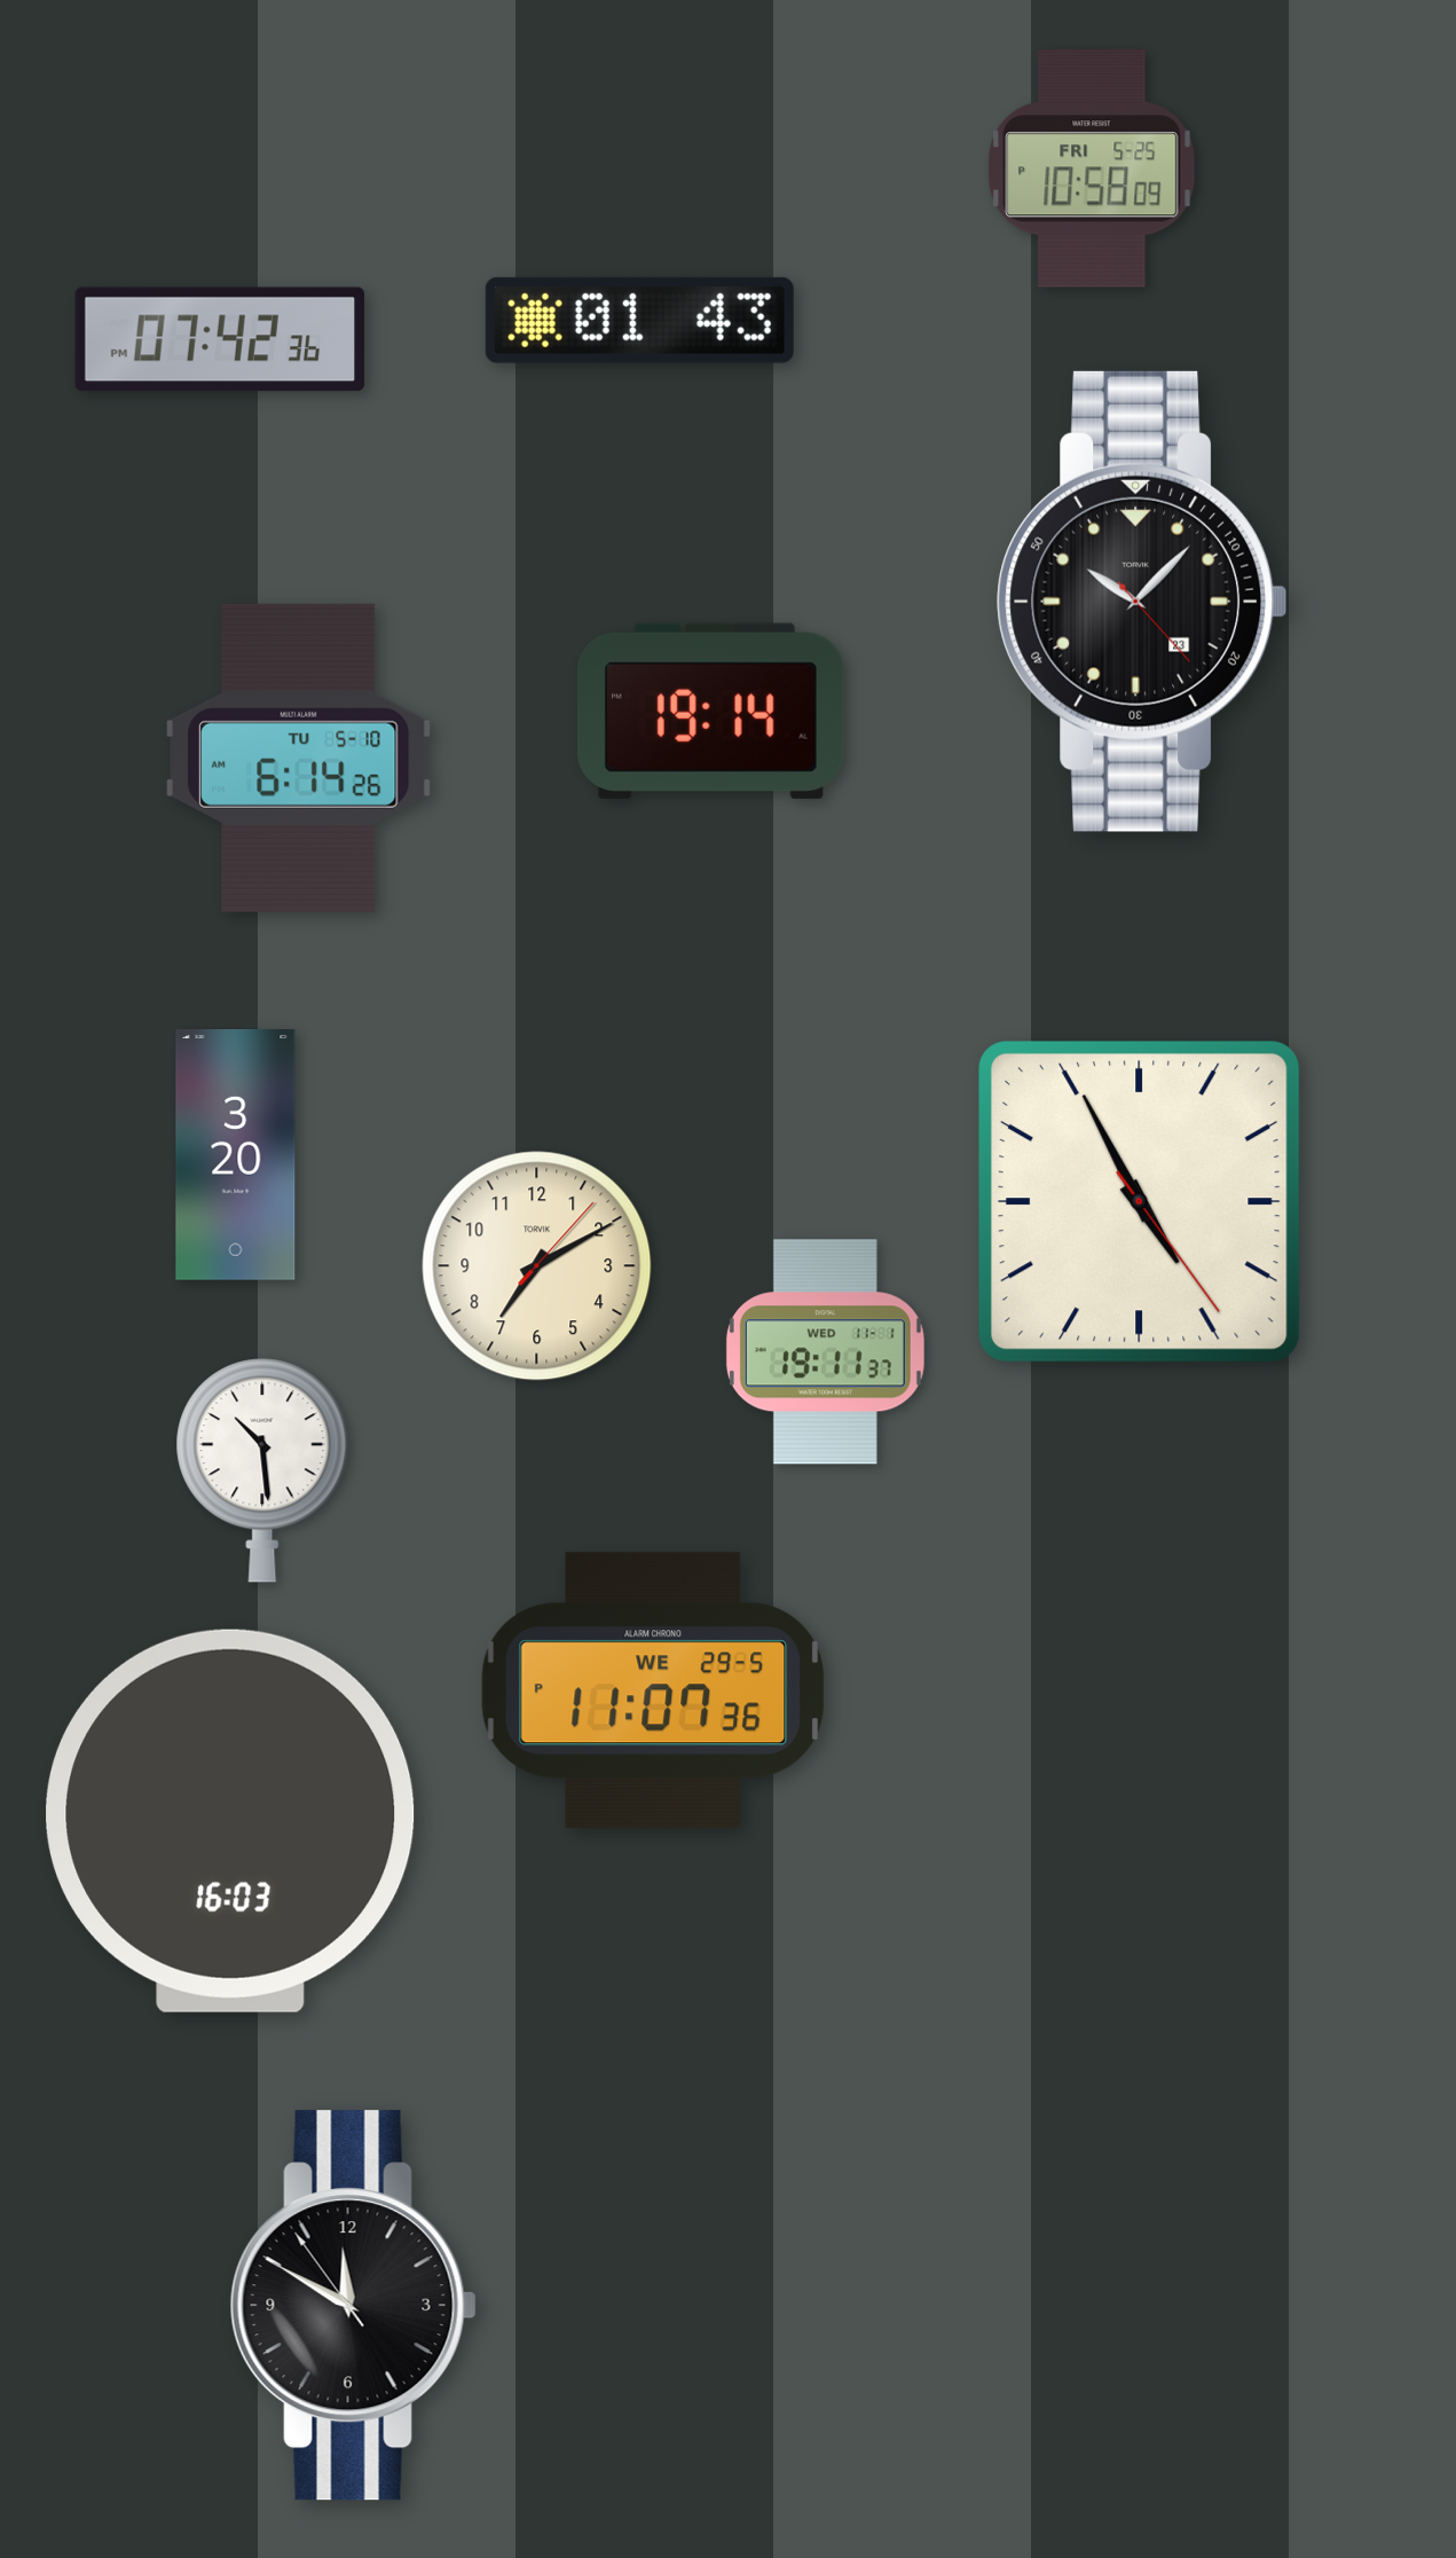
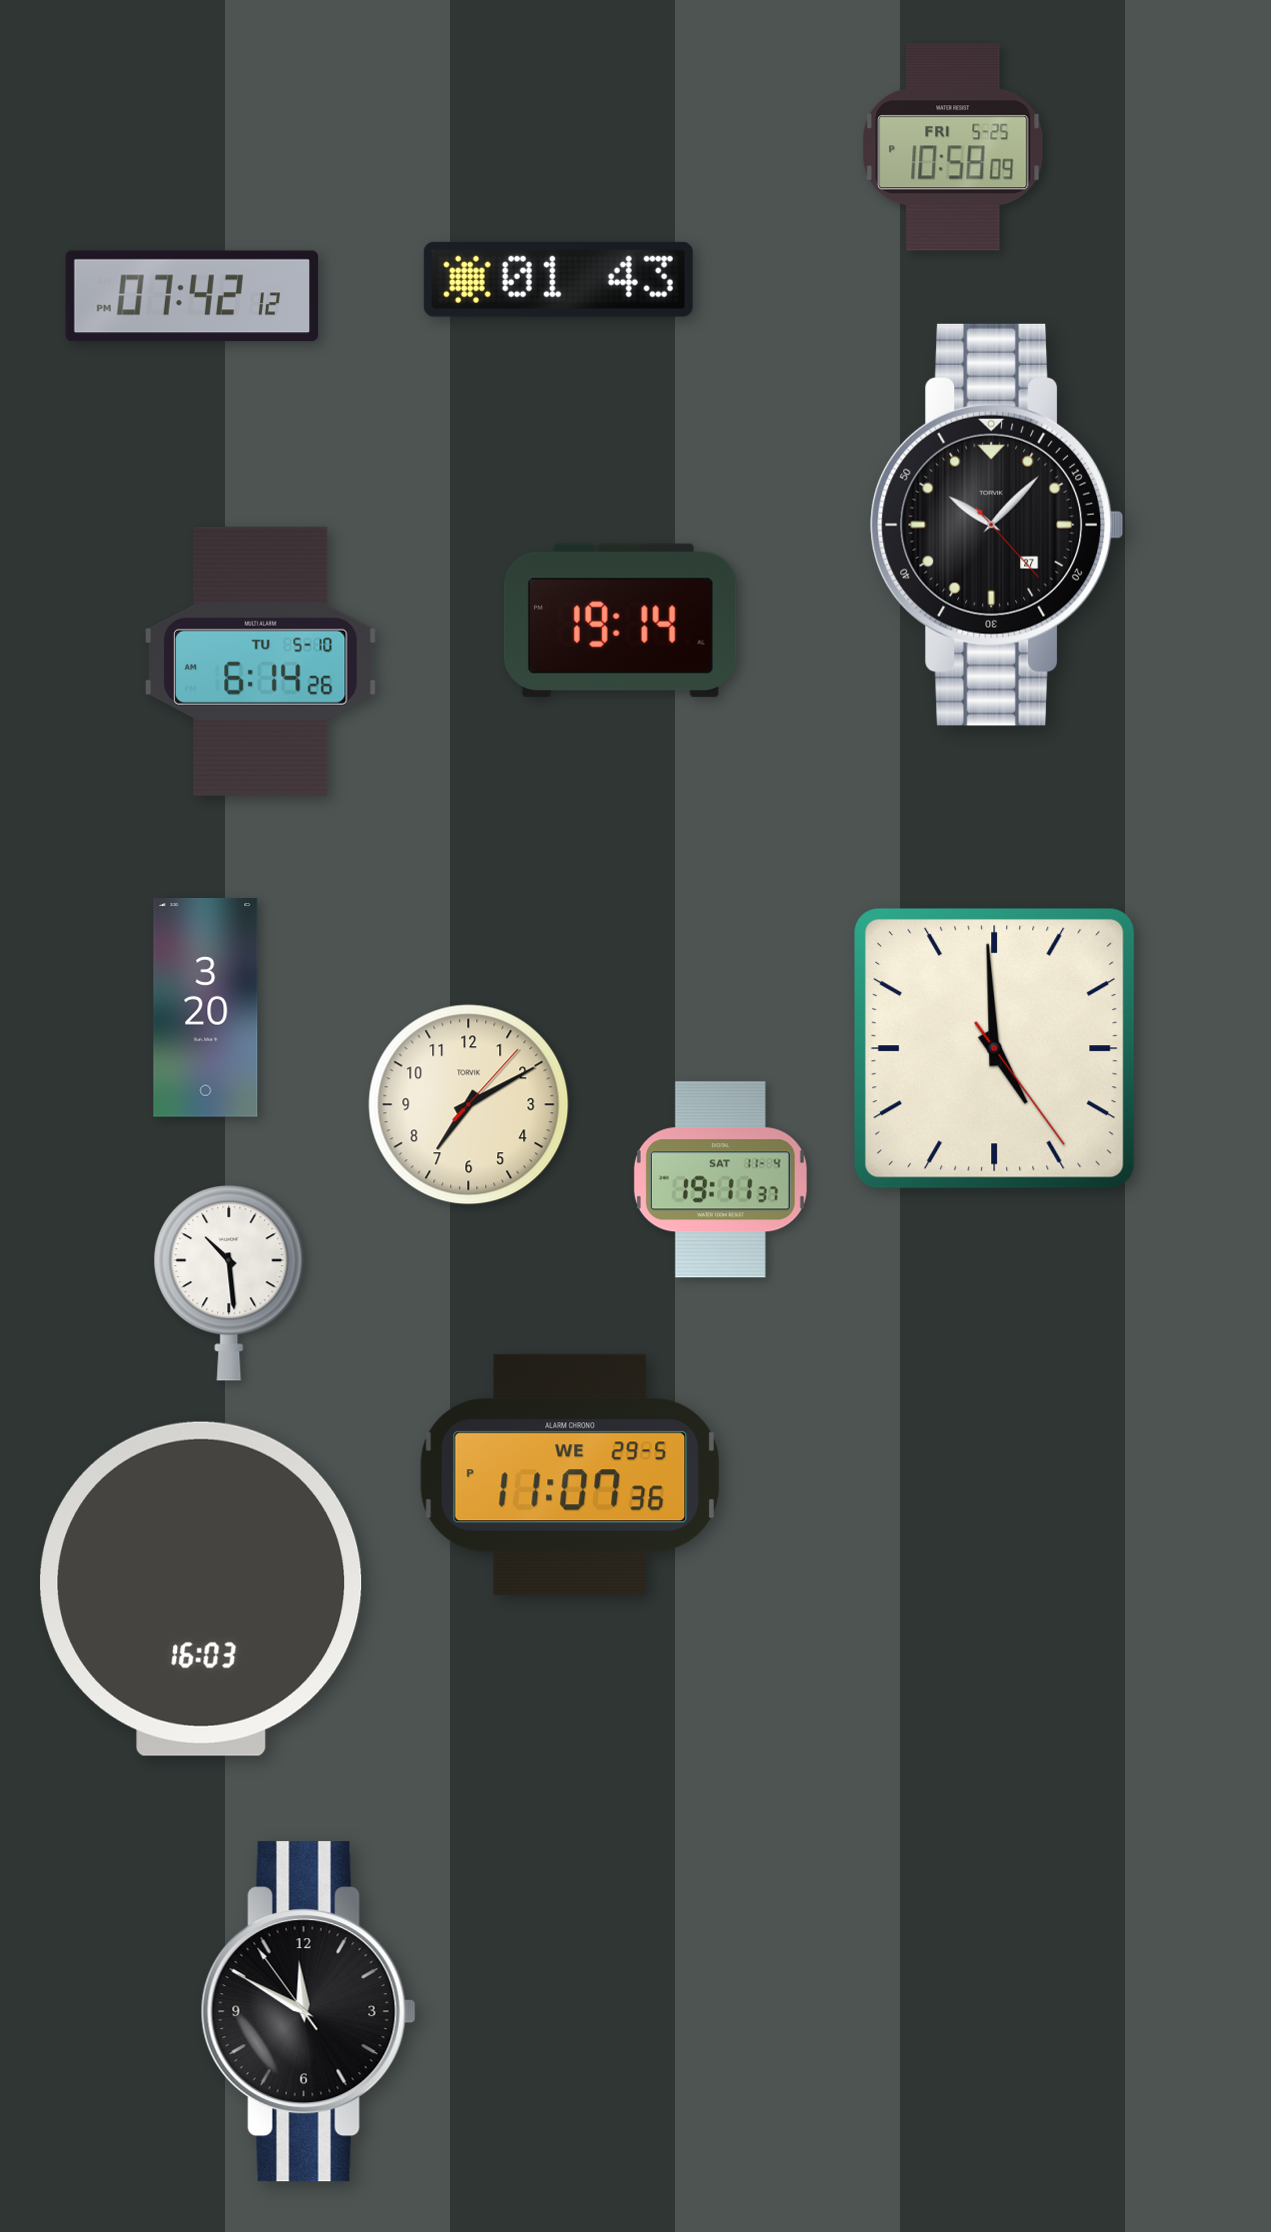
clock at (220, 339): 07:42:36 PM -> 07:42:12 PM
clock at (1141, 602) date: 23 -> 27
clock at (1139, 1201): 4:55 -> 4:59
clock at (825, 1352) date: WED 11-1 -> SAT 11-4
